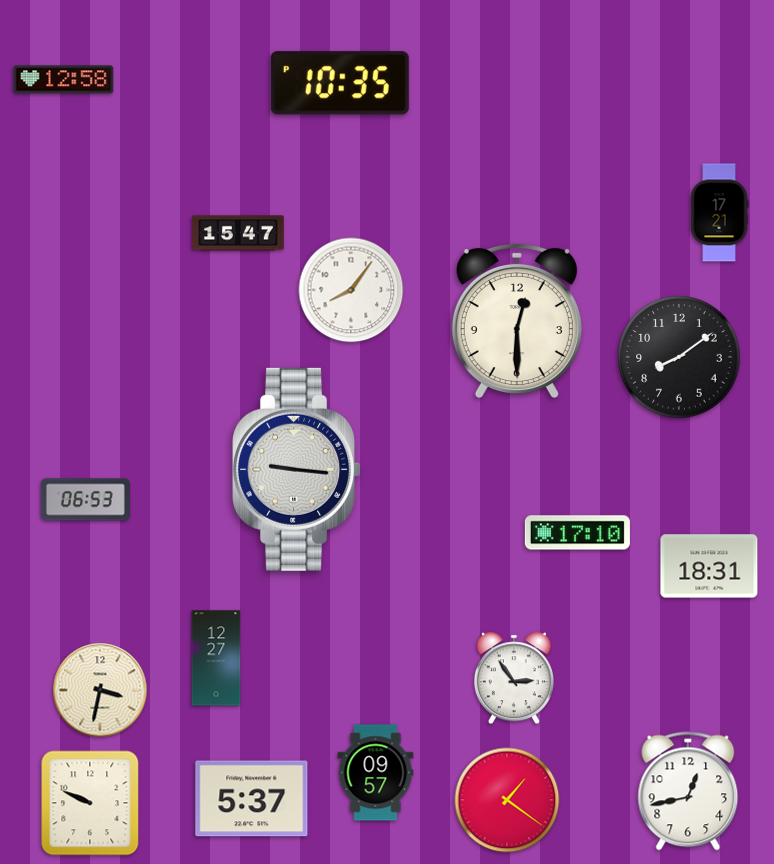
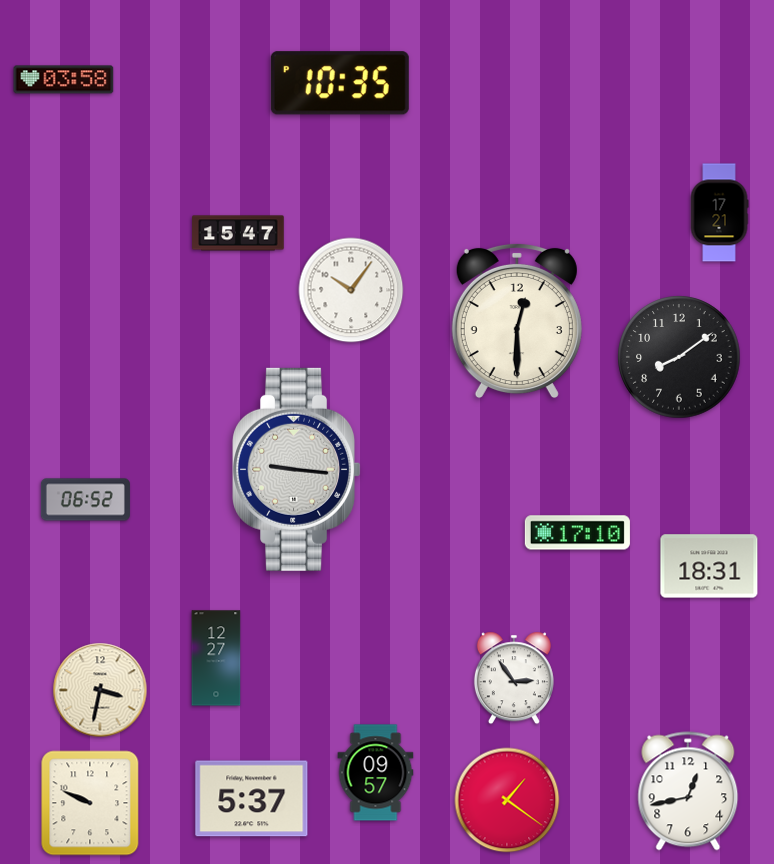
clock at (64, 80): 12:58 -> 03:58
clock at (351, 290): 8:06 -> 10:06
clock at (85, 500): 06:53 -> 06:52
